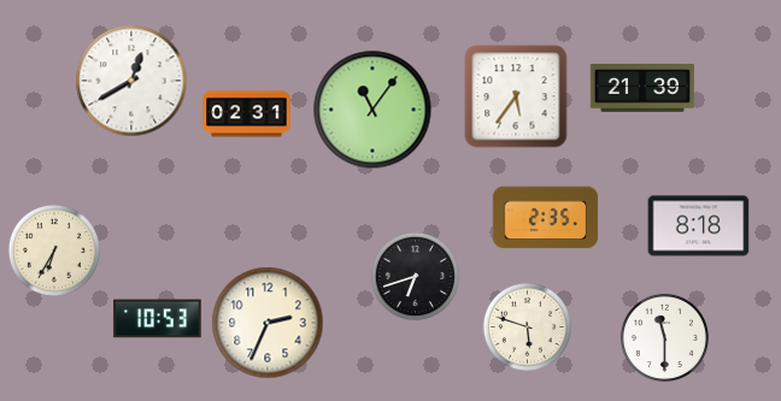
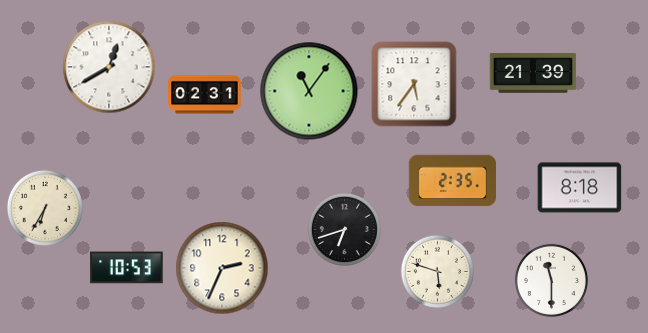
clock at (516, 96) position: (516, 96) -> (414, 84)
clock at (158, 319) position: (158, 319) -> (127, 268)
